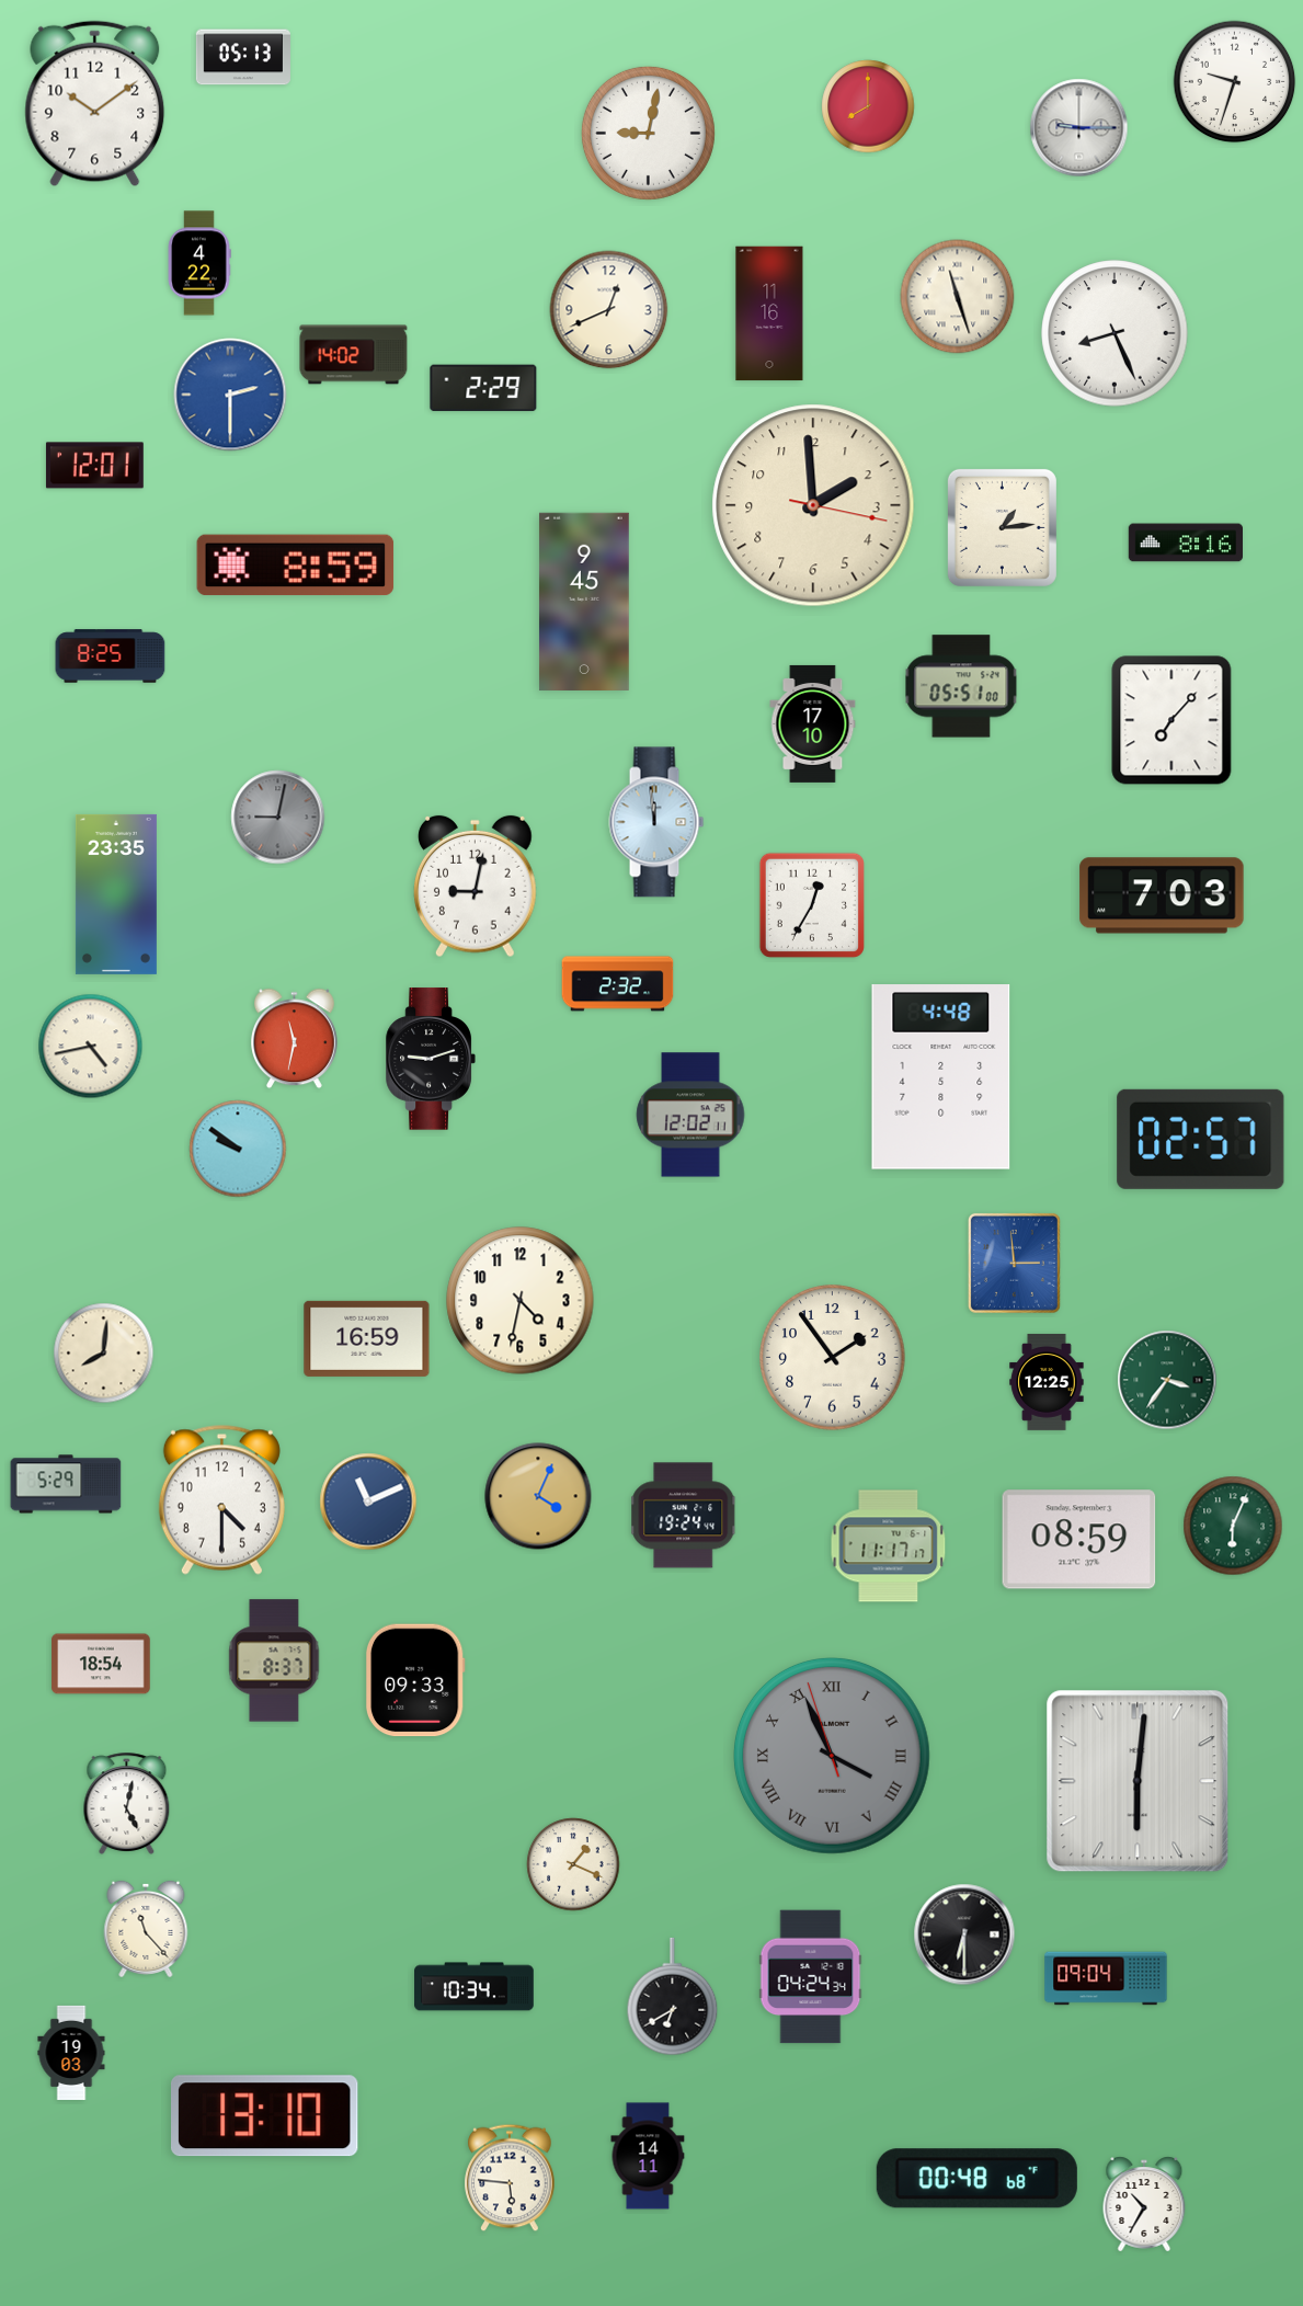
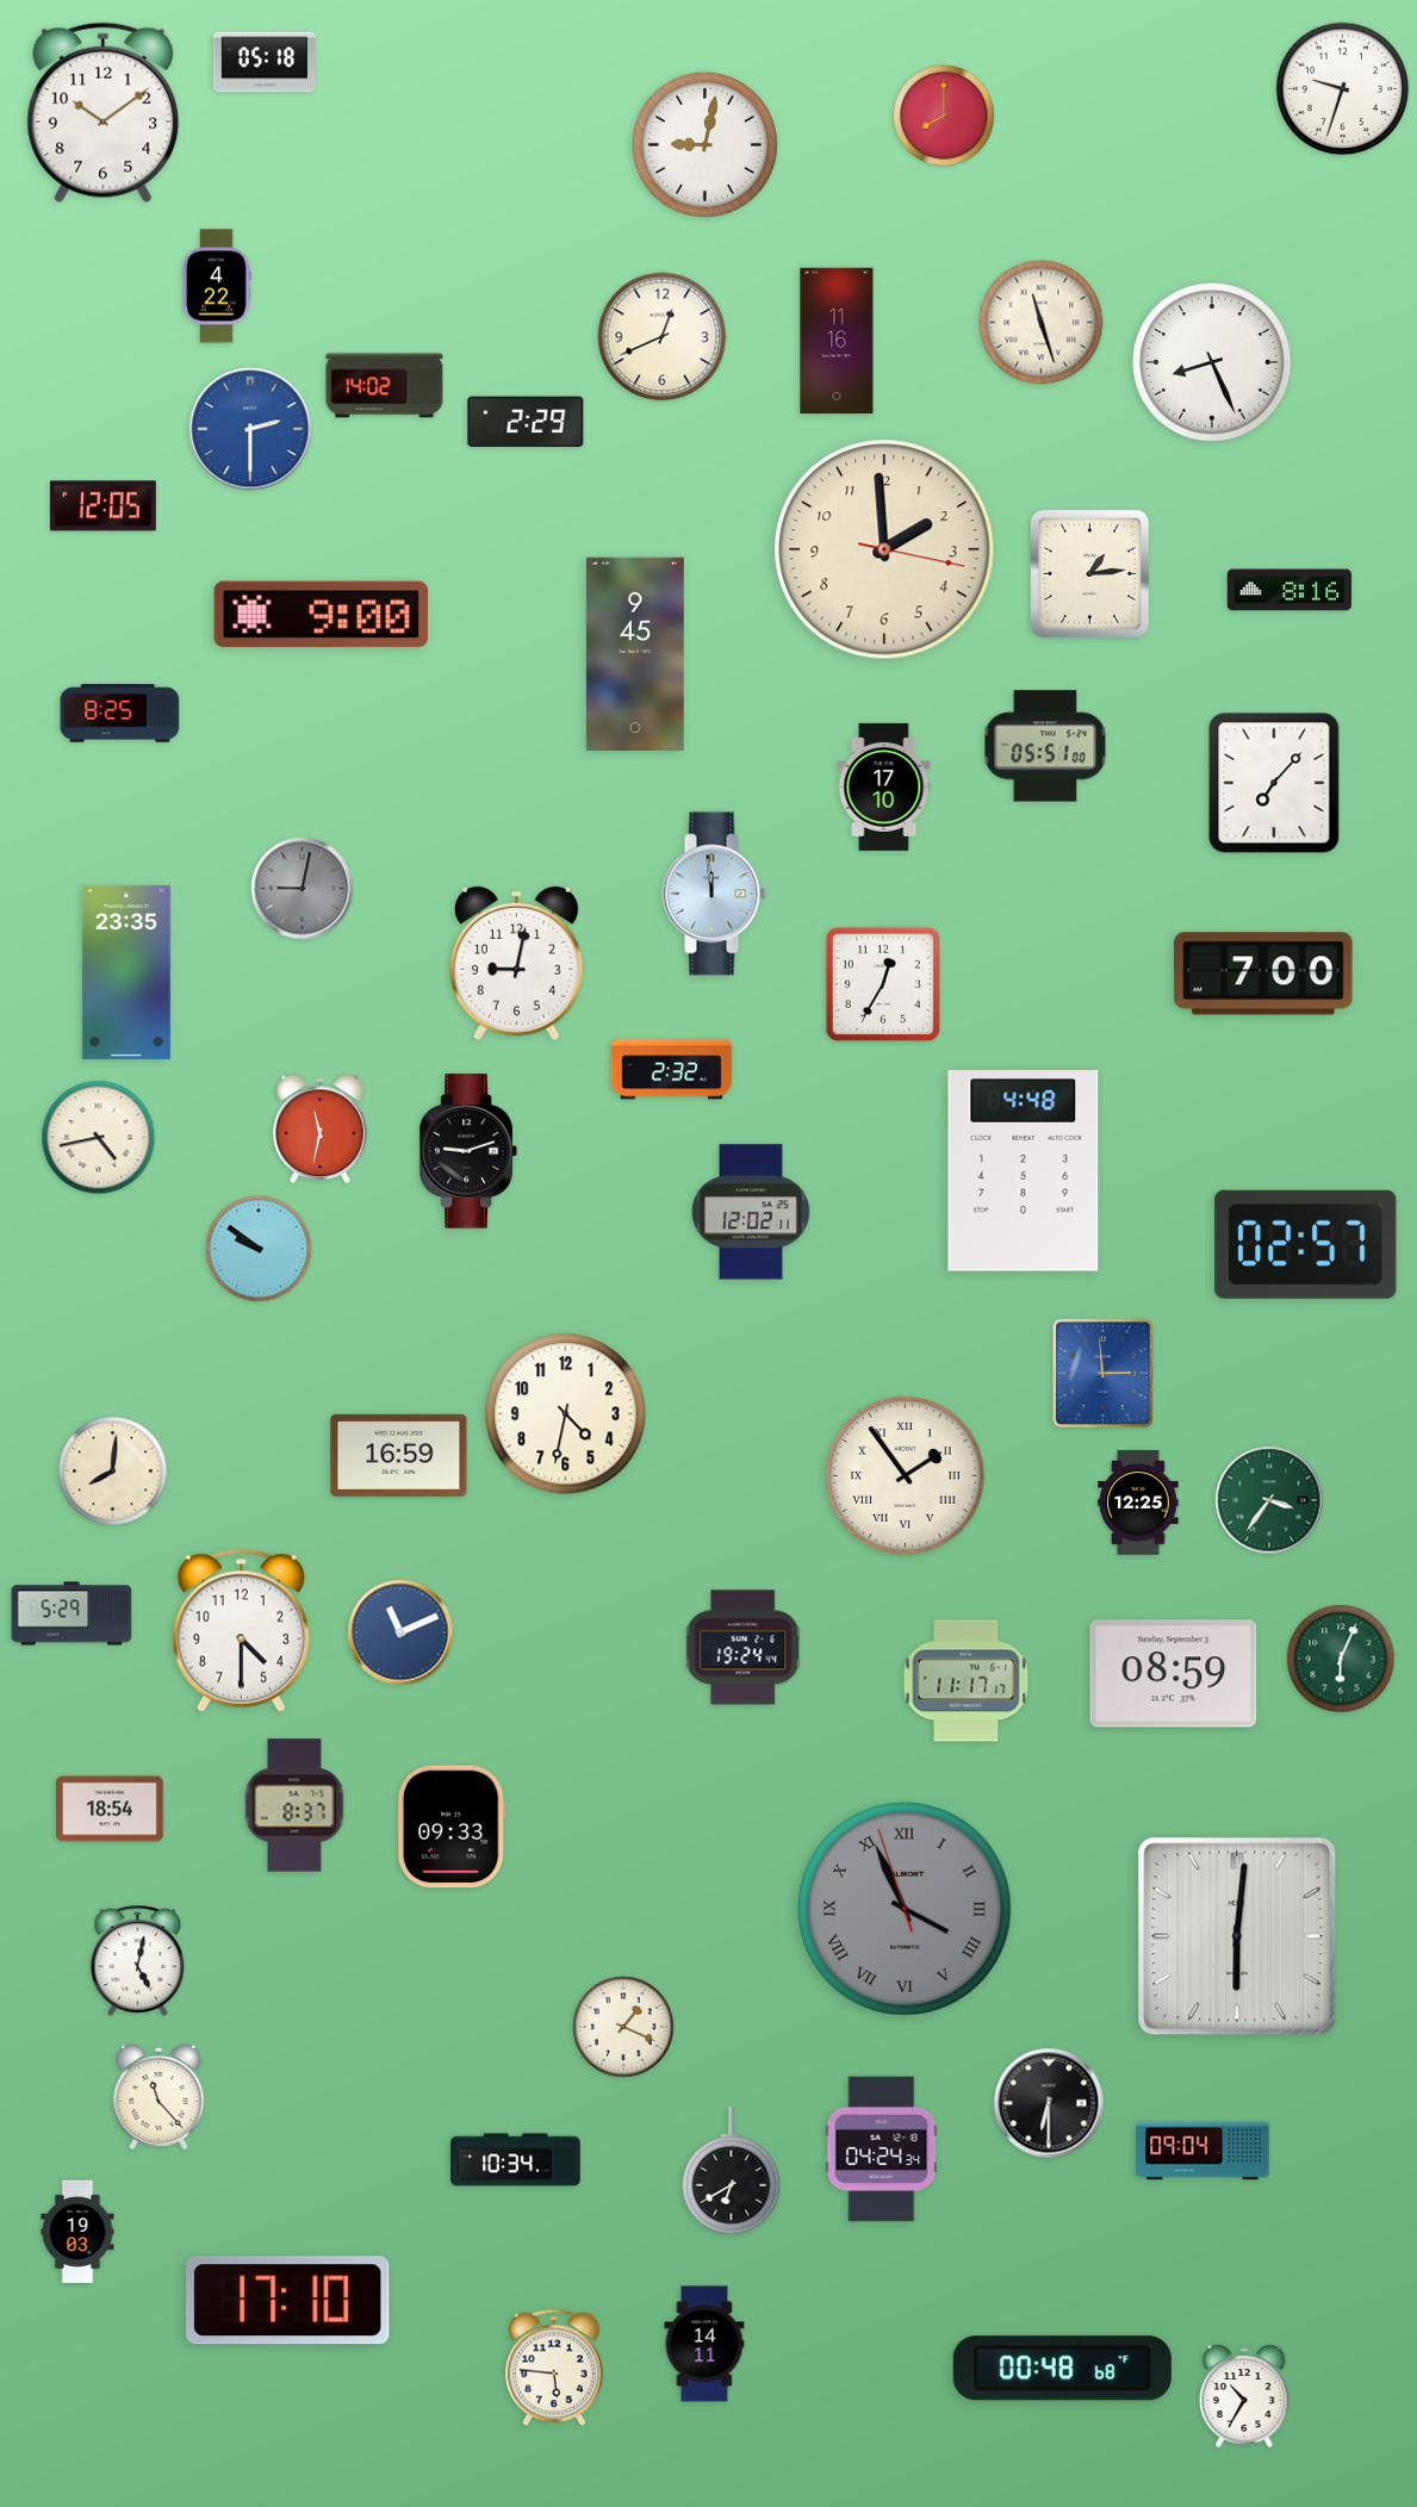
clock at (243, 57): 05:13 -> 05:18
clock at (1079, 128): 9:15 -> none
clock at (94, 466): 12:01 -> 12:05
clock at (296, 566): 8:59 -> 9:00
clock at (1162, 895): 7:03 -> 7:00
clock at (1201, 1139) position: (1201, 1139) -> (1306, 1244)
clock at (833, 1358) numerals: Arabic -> Roman
clock at (538, 1496): 4:04 -> none
clock at (274, 1660) position: (274, 1660) -> (294, 1805)
clock at (265, 2116): 13:10 -> 17:10
